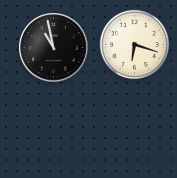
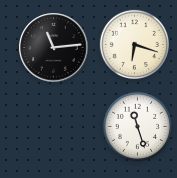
clock at (54, 48): 10:58 -> 11:14
clock at (138, 127): none -> 11:27
